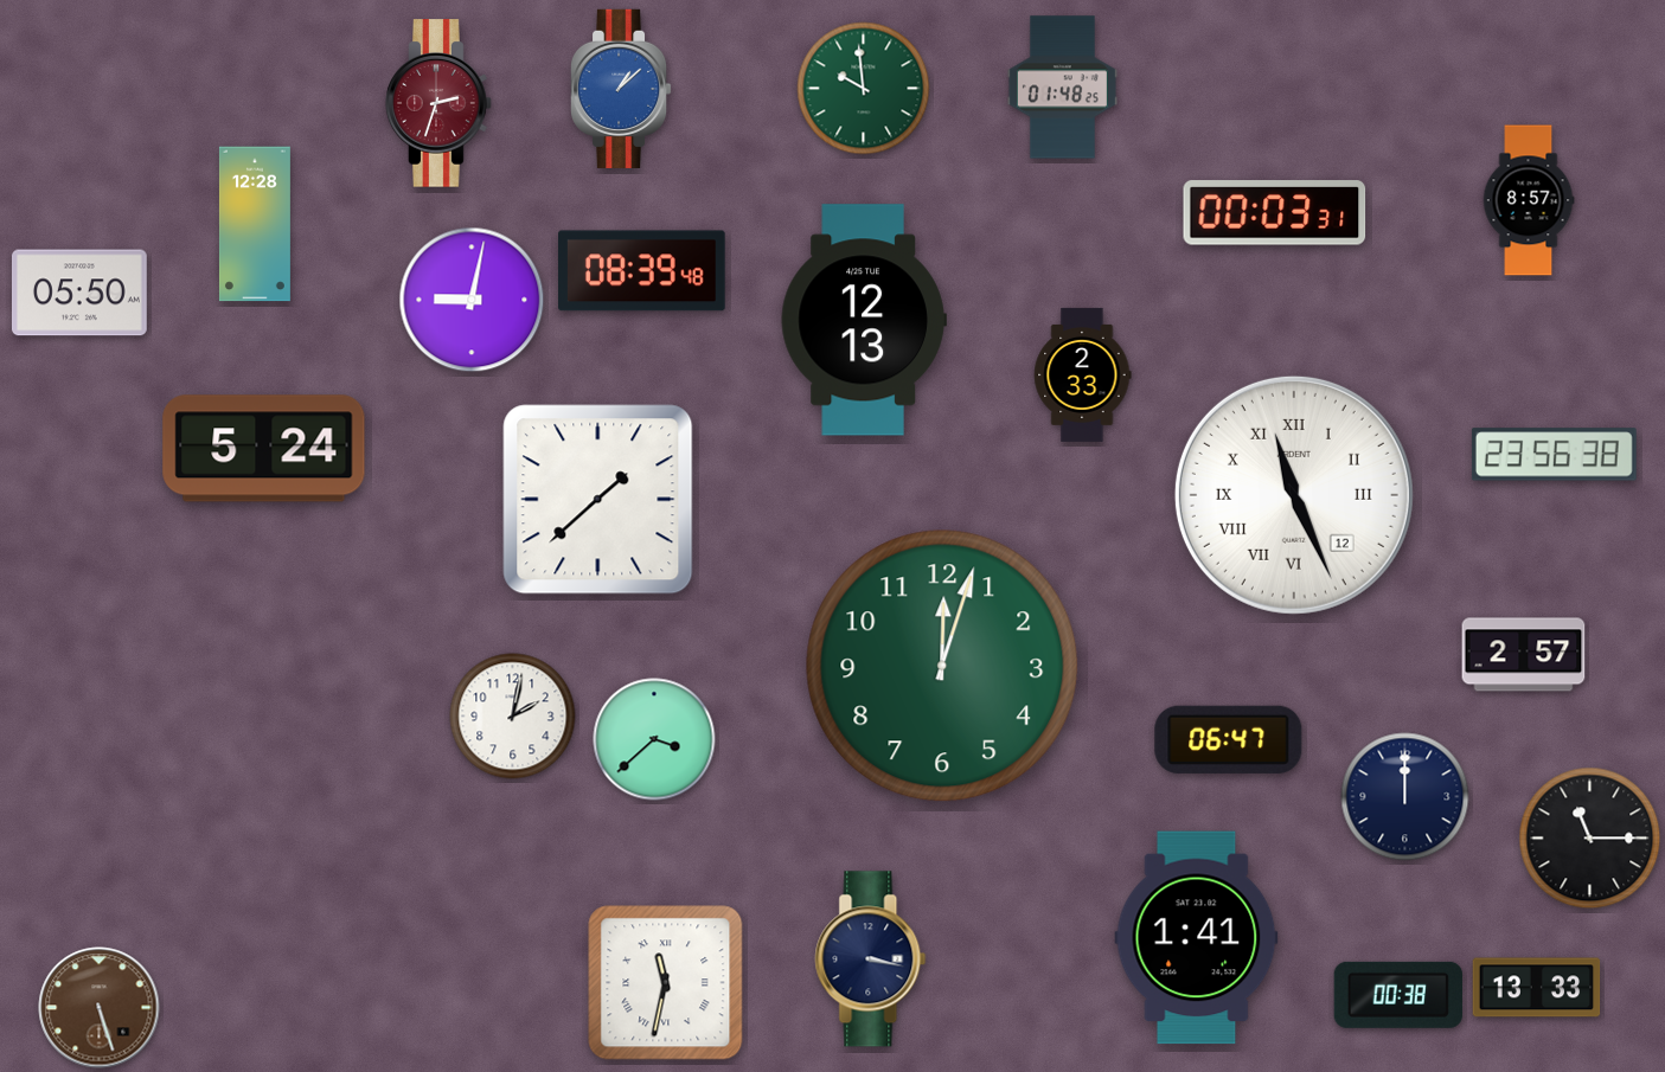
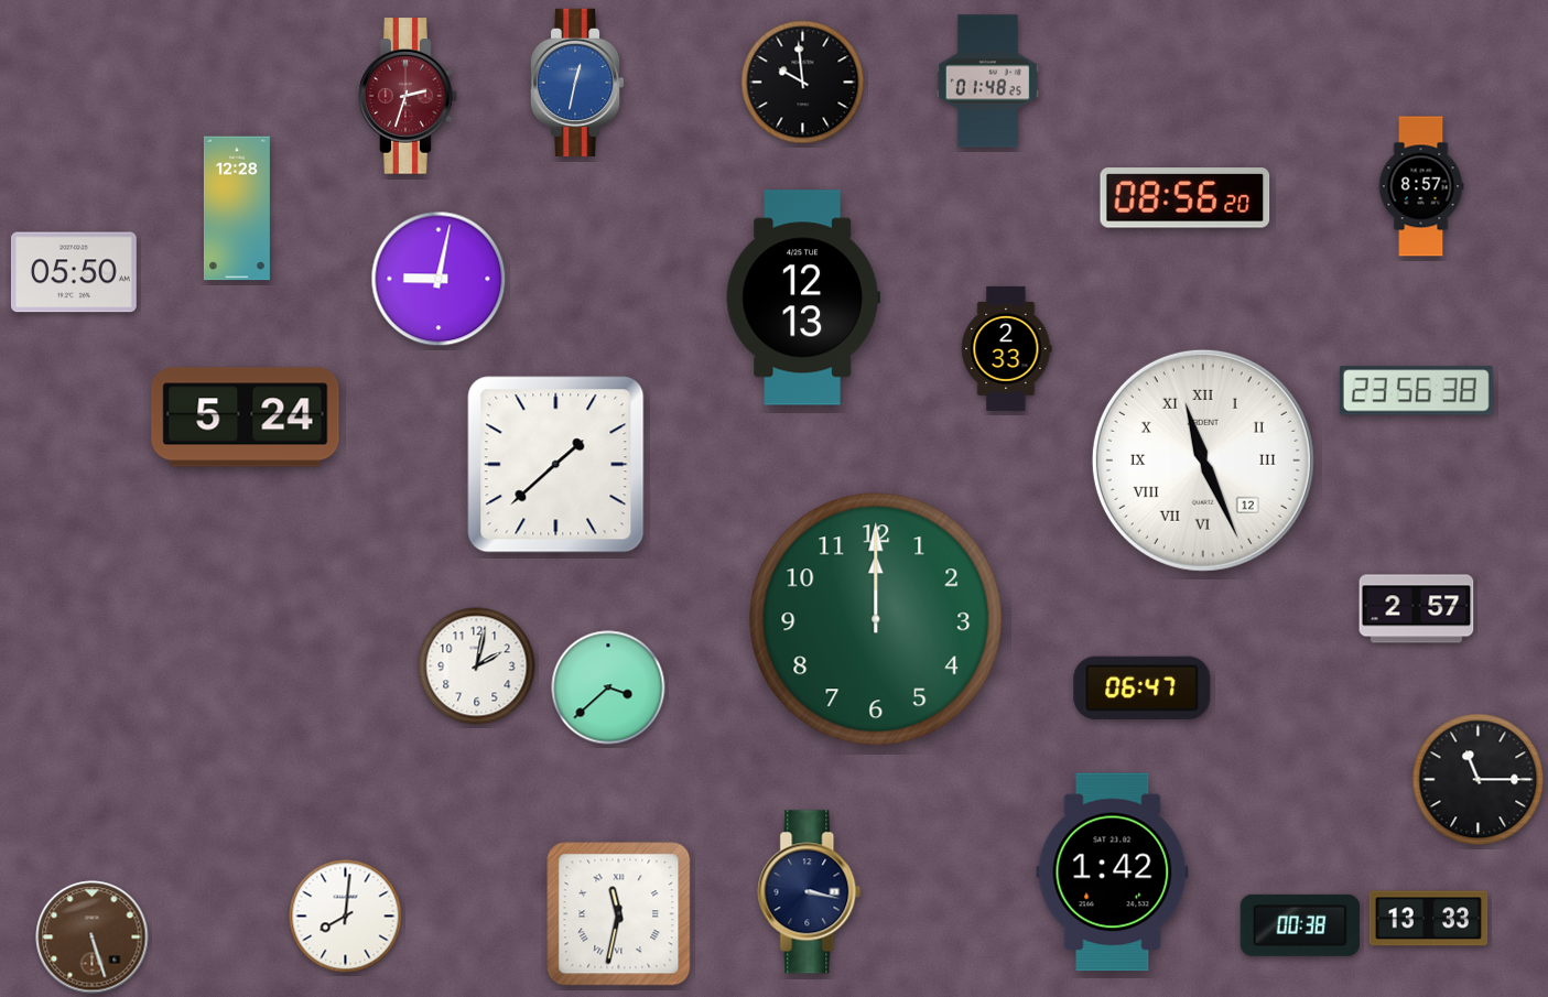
clock at (621, 89): 1:08 -> 12:32
clock at (864, 89) dial: green -> black
clock at (1275, 213): 00:03 -> 08:56
clock at (642, 271): 08:39 -> none
clock at (1554, 455) position: (1554, 455) -> (1416, 391)
clock at (942, 666): 12:03 -> 12:00
clock at (1405, 797): 12:00 -> none
clock at (1197, 938): 1:41 -> 1:42
clock at (346, 917): none -> 8:01
